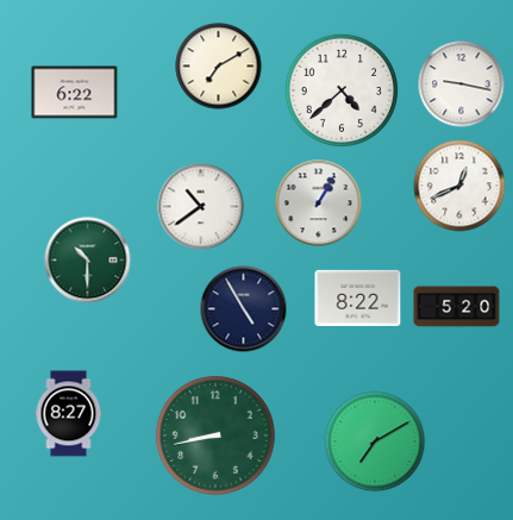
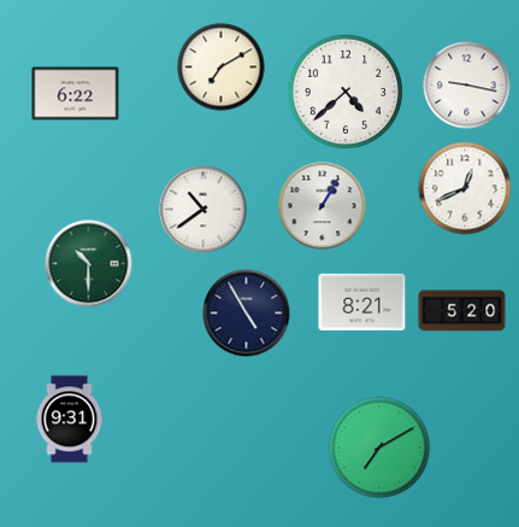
clock at (358, 297): 8:22 -> 8:21
clock at (69, 414): 8:27 -> 9:31
clock at (215, 436): 8:43 -> none
